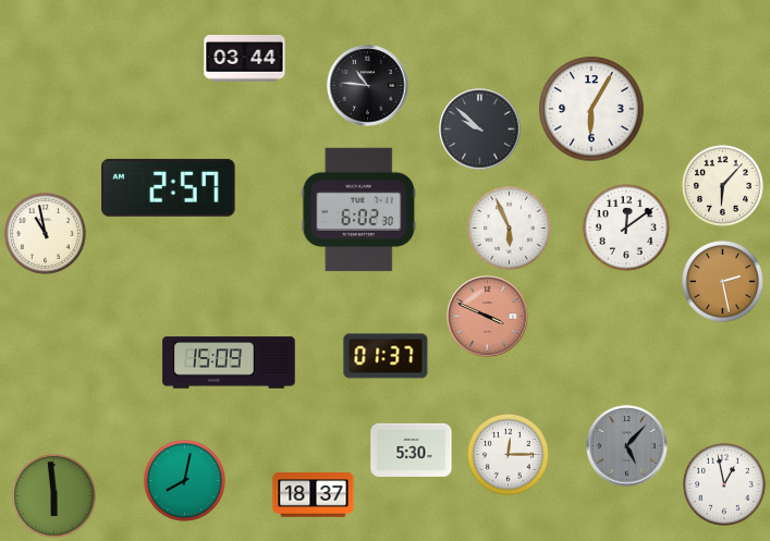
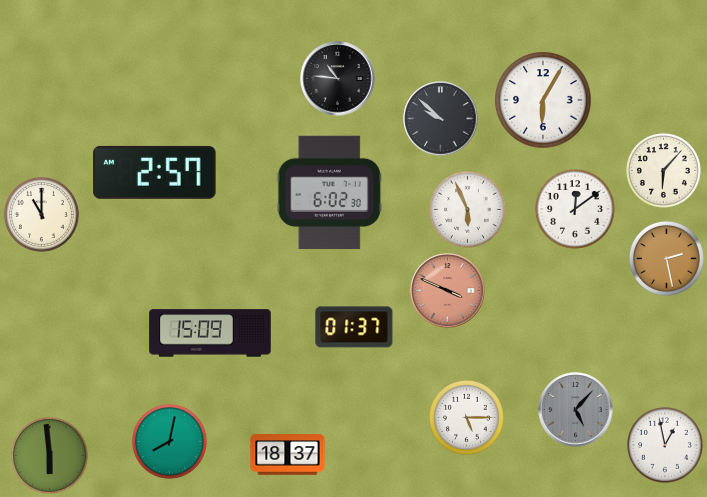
clock at (245, 59): 03:44 -> none
clock at (45, 233): 10:58 -> 11:00
clock at (722, 281) position: (722, 281) -> (666, 258)
clock at (412, 450): 5:30 -> none
clock at (508, 454): 12:15 -> 5:15
